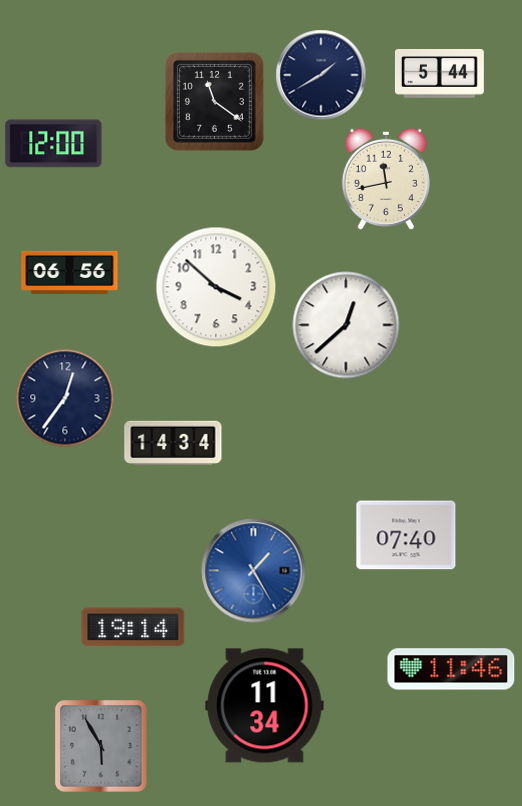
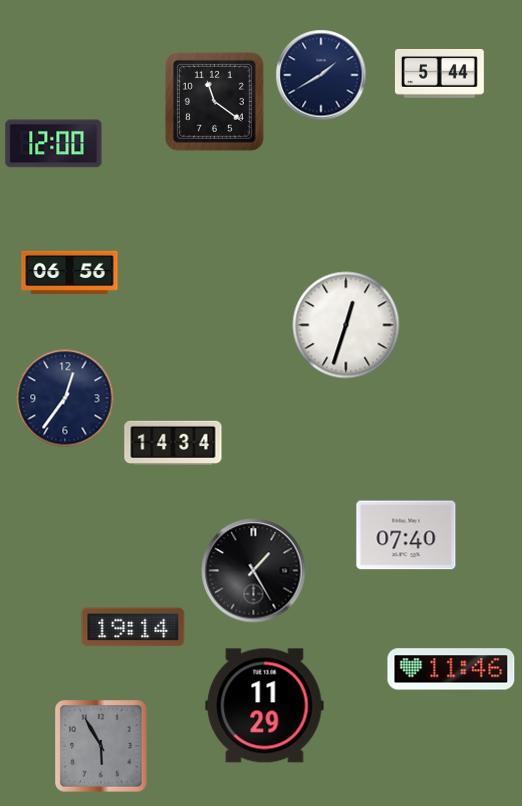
clock at (386, 179): 11:43 -> none
clock at (216, 287): 3:52 -> none
clock at (346, 325): 12:38 -> 12:33
clock at (254, 571) dial: blue -> black
clock at (265, 706): 11:34 -> 11:29
